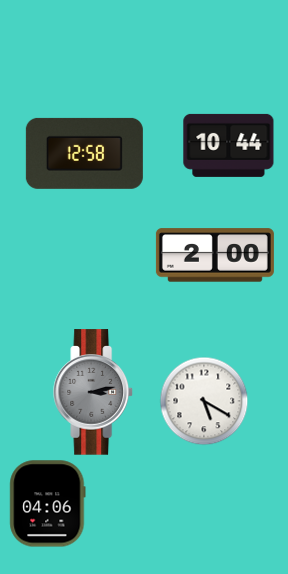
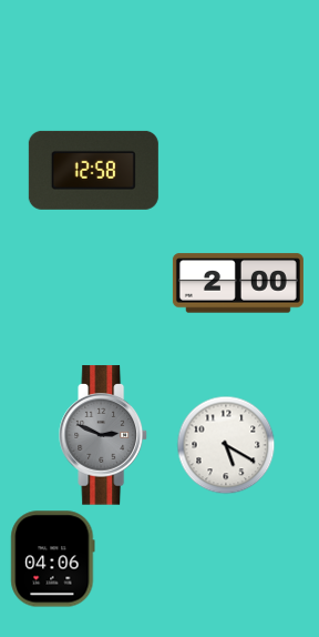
clock at (229, 145): 10:44 -> none
clock at (94, 392): 3:13 -> 2:49
